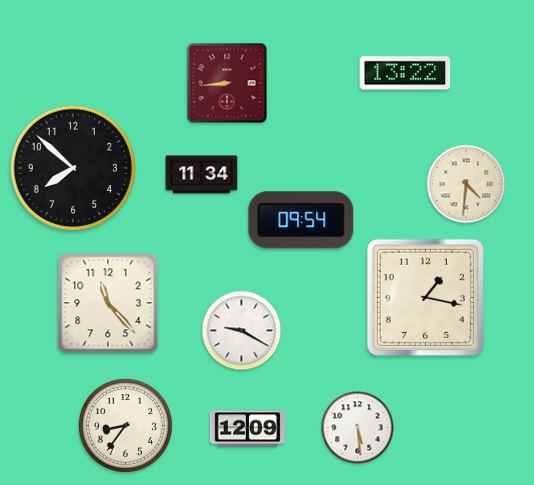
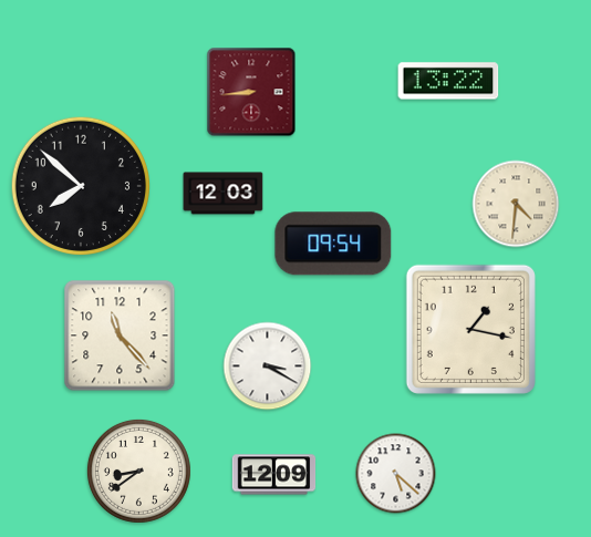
clock at (202, 175): 11:34 -> 12:03
clock at (242, 331): 9:20 -> 3:20
clock at (125, 425): 8:36 -> 8:39
clock at (358, 428): 5:29 -> 5:22
